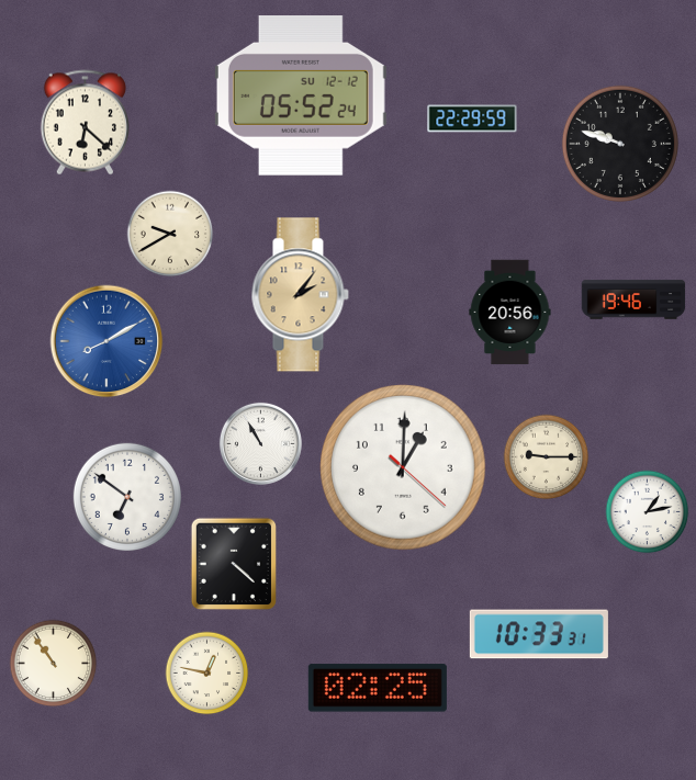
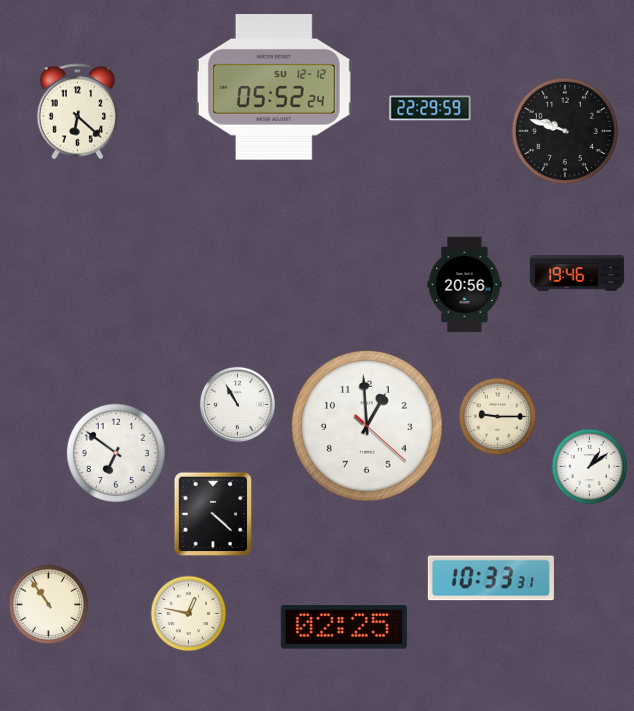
clock at (170, 234): 9:40 -> none
clock at (300, 295): 2:06 -> none
clock at (106, 341): 8:10 -> none
clock at (404, 468): 1:00 -> 12:59
clock at (648, 512): 1:13 -> 1:09
